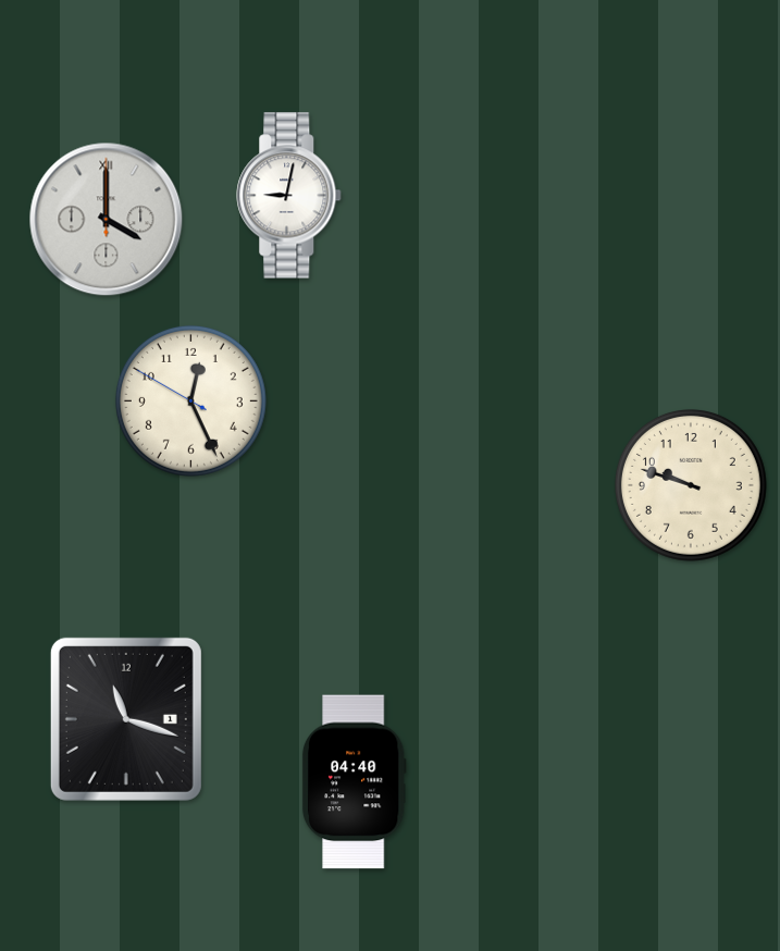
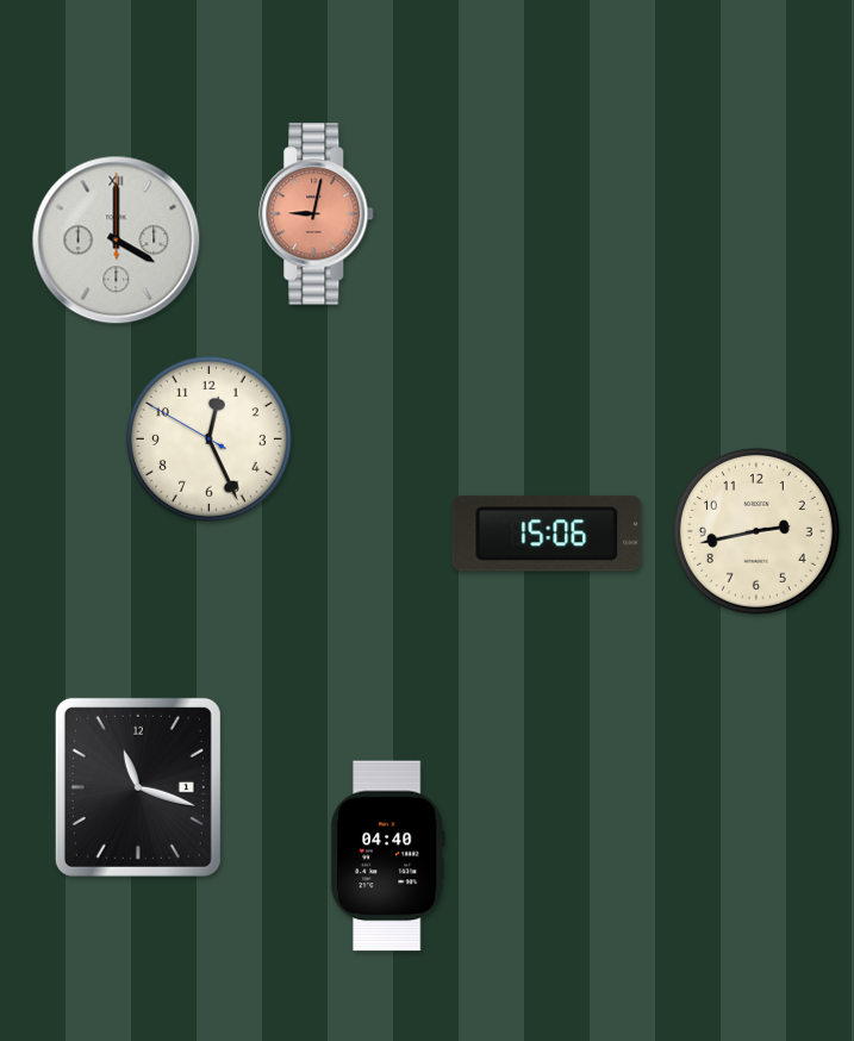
clock at (289, 196) dial: white -> salmon
clock at (691, 485): 9:48 -> 2:43
clock at (547, 534): none -> 15:06
